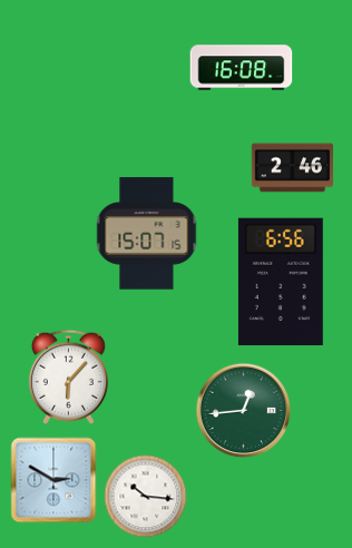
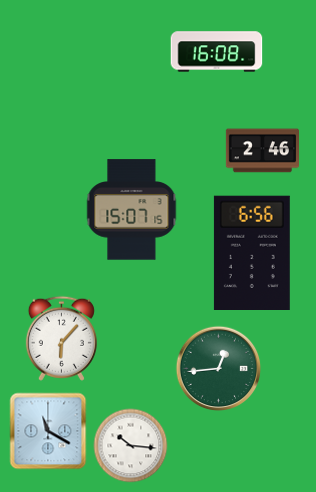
clock at (242, 68) position: (242, 68) -> (217, 52)
clock at (53, 480): 2:50 -> 11:20
